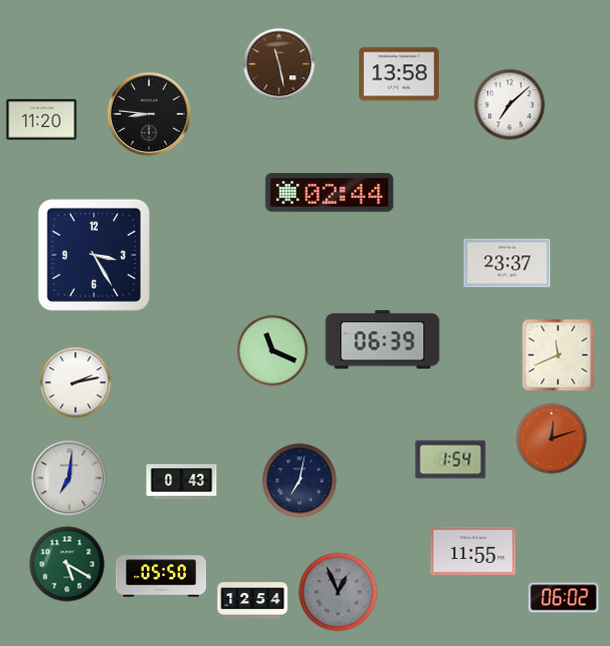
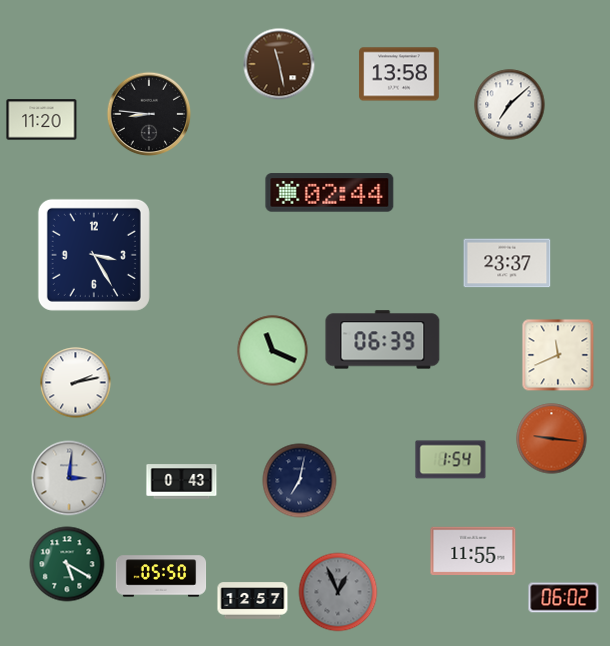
clock at (552, 439): 12:12 -> 9:16
clock at (69, 478): 7:01 -> 3:01
clock at (253, 601): 12:54 -> 12:57
